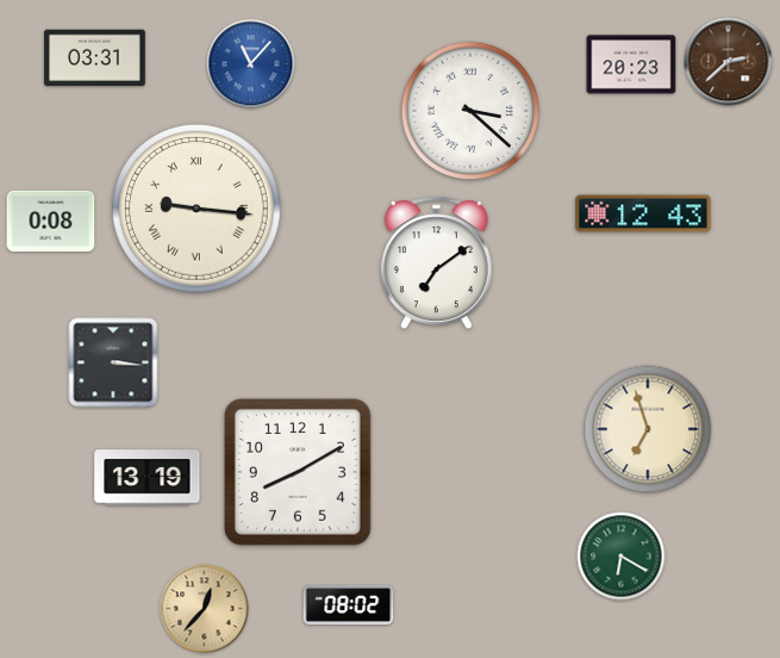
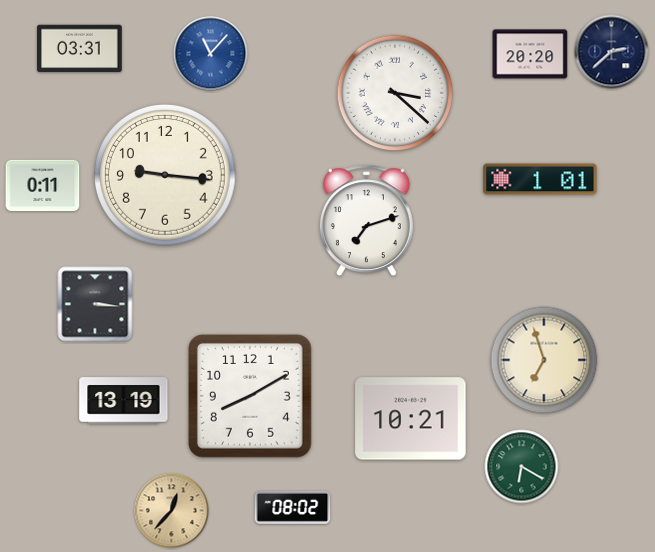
clock at (729, 62) dial: brown -> navy
clock at (631, 64): 20:23 -> 20:20
clock at (196, 209) numerals: Roman -> Arabic
clock at (643, 213): 12:43 -> 1:01
clock at (51, 222): 0:08 -> 0:11
clock at (436, 263): 7:09 -> 7:12
clock at (411, 419): none -> 10:21
